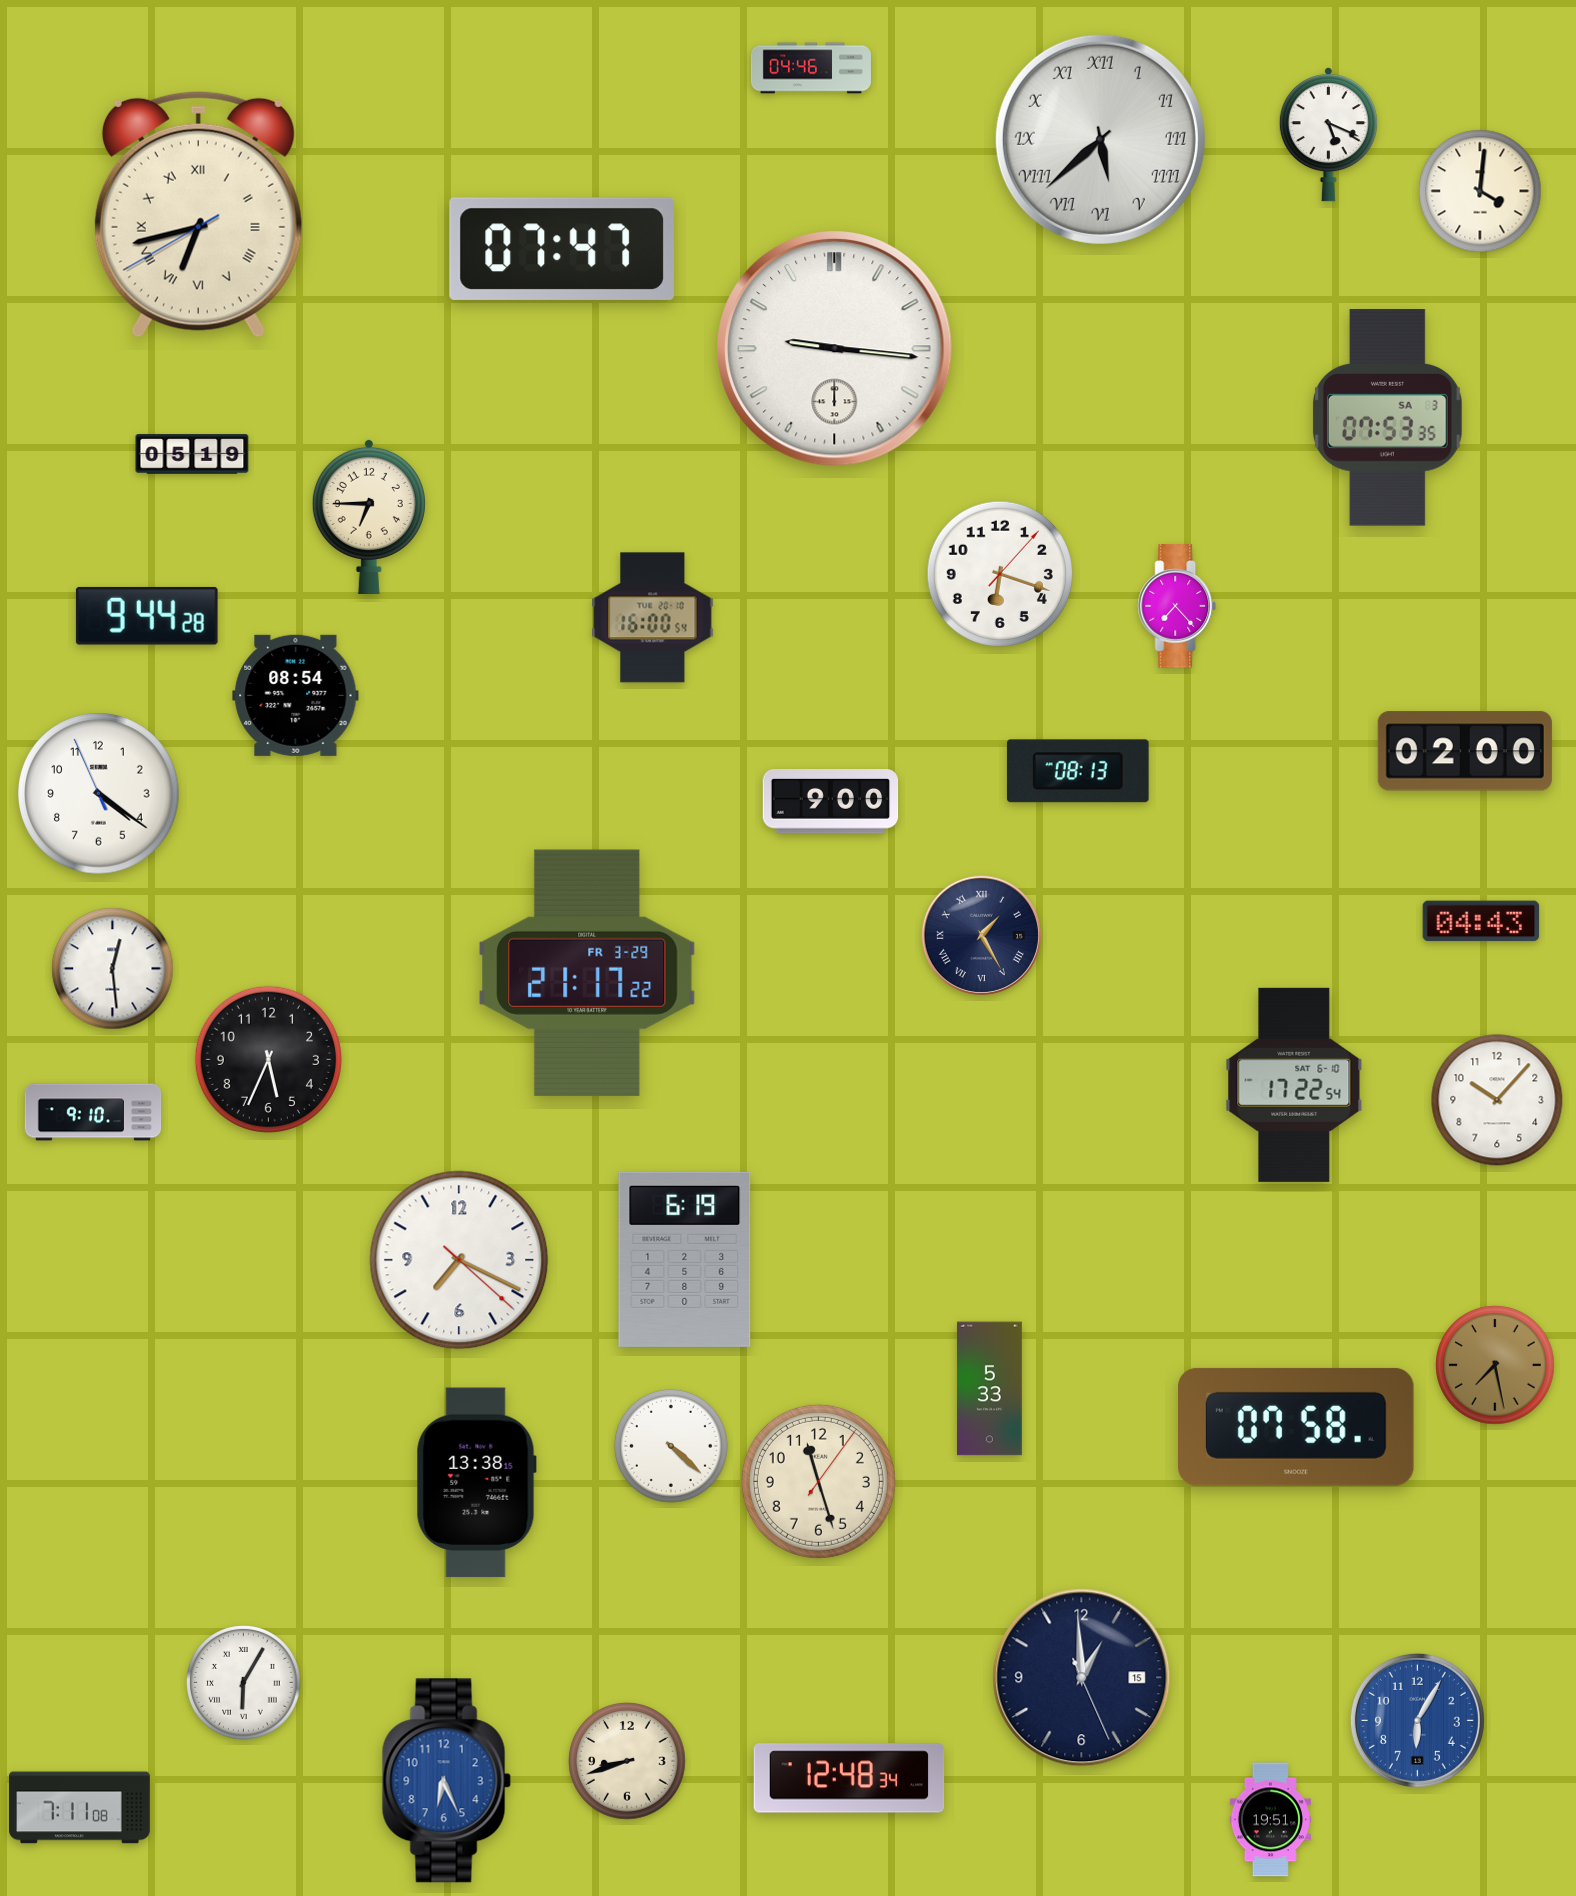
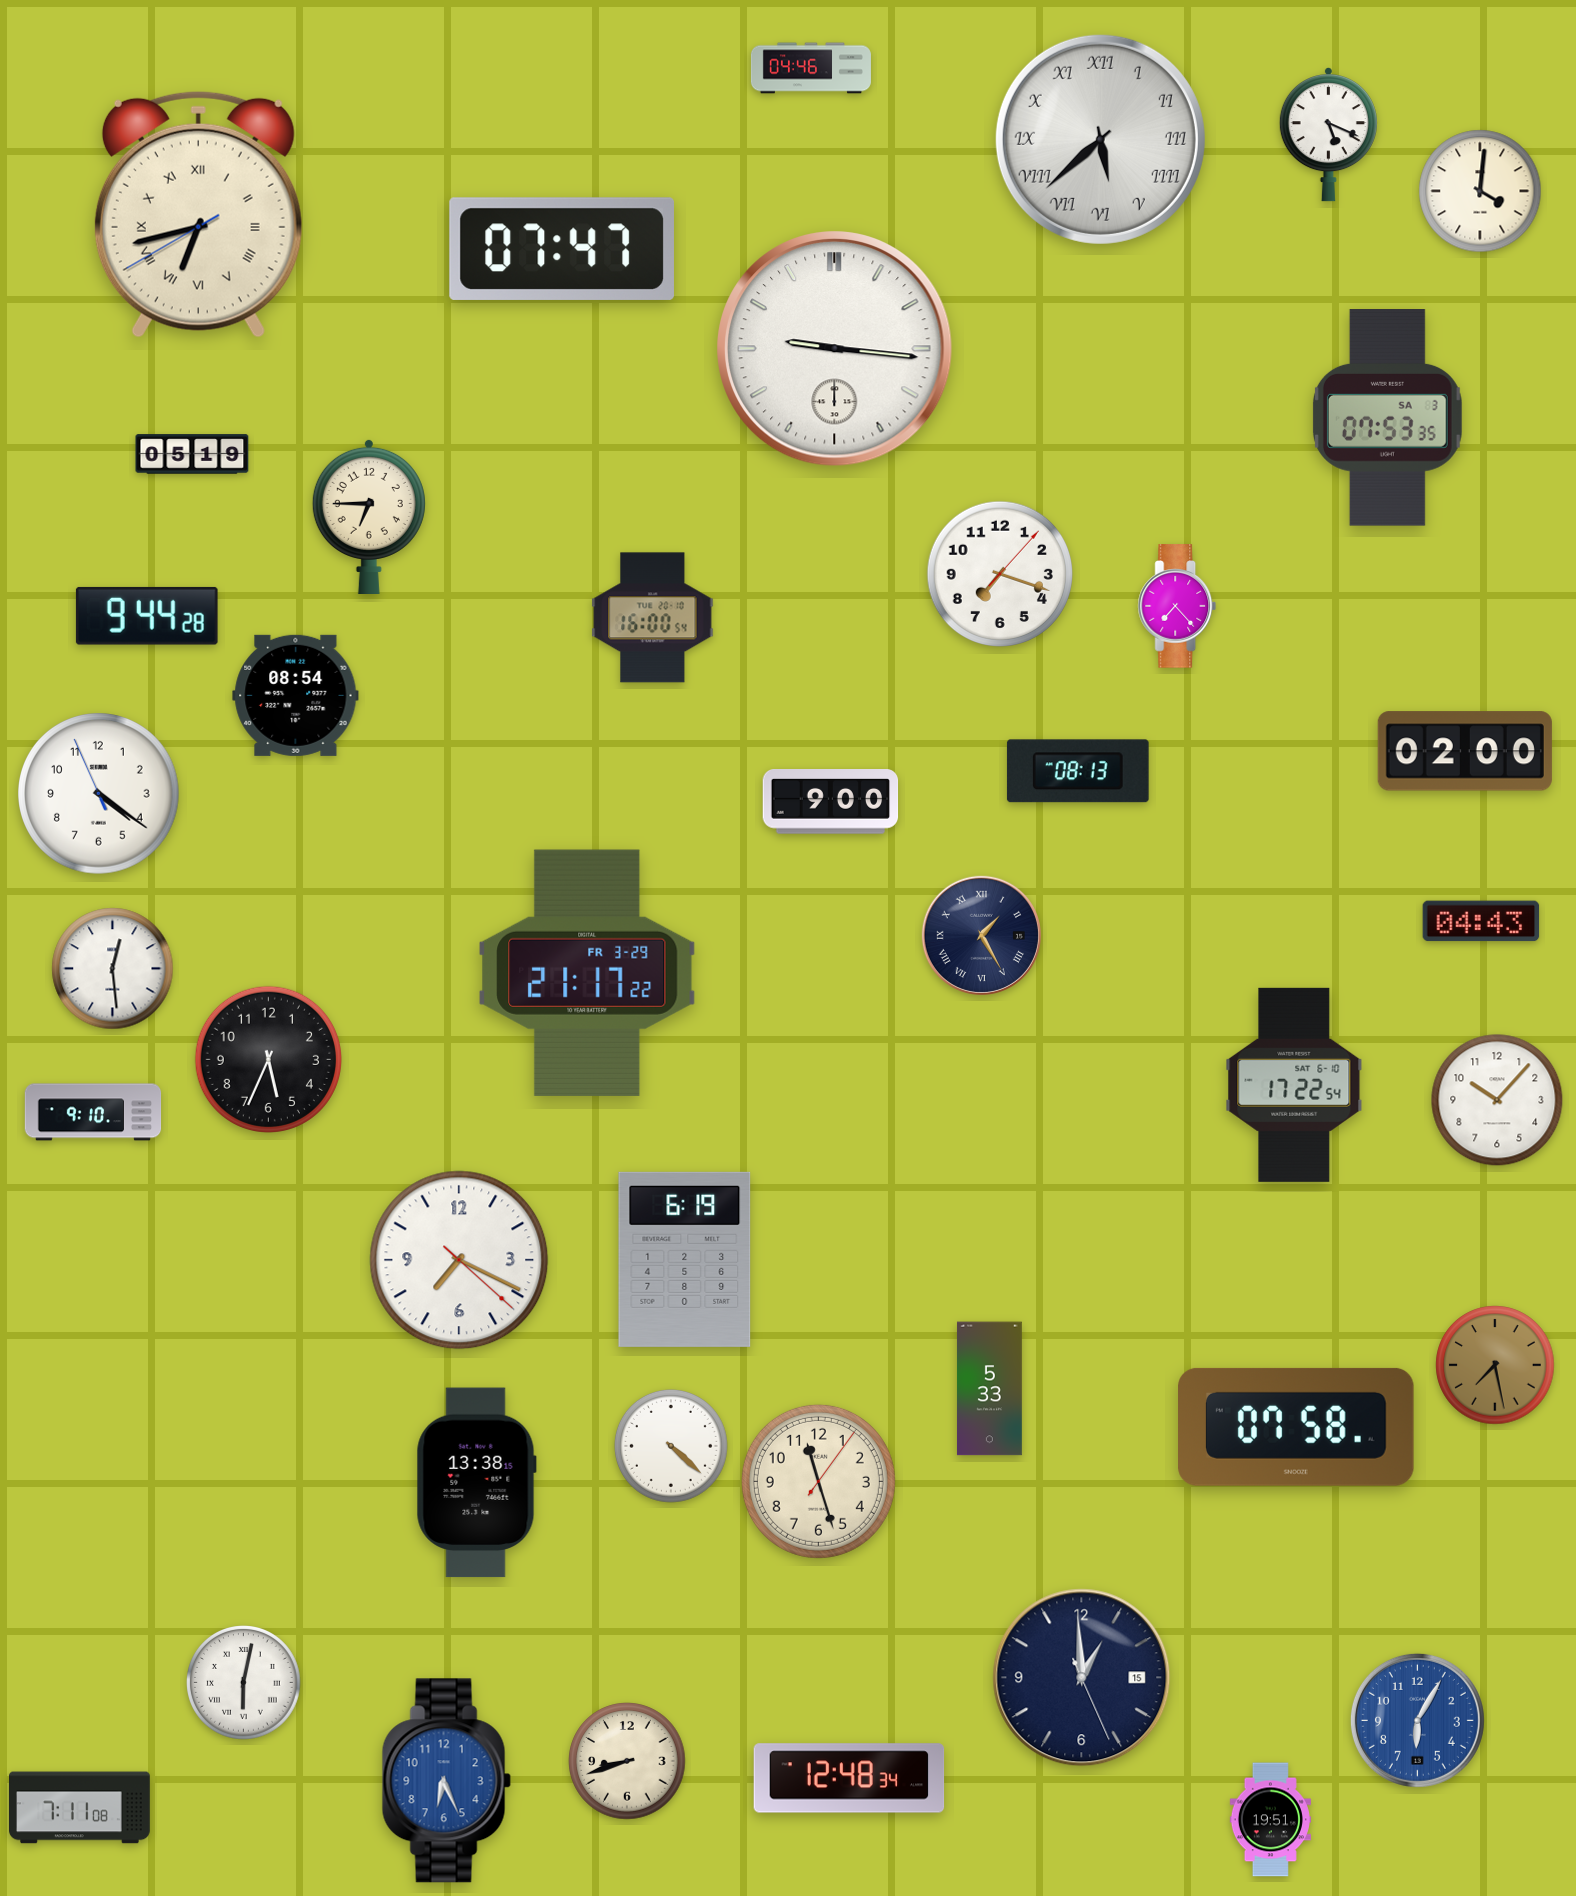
clock at (999, 573): 6:18 -> 7:18
clock at (244, 1683): 6:05 -> 6:02
